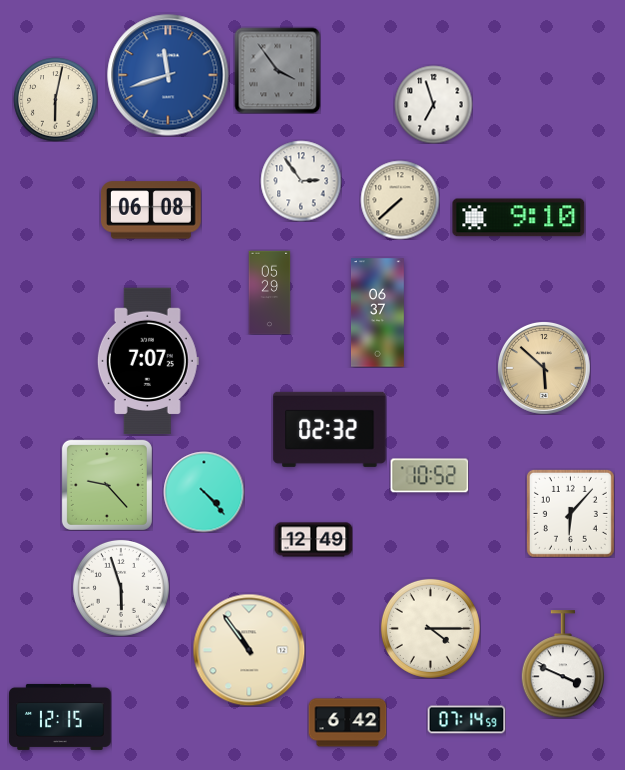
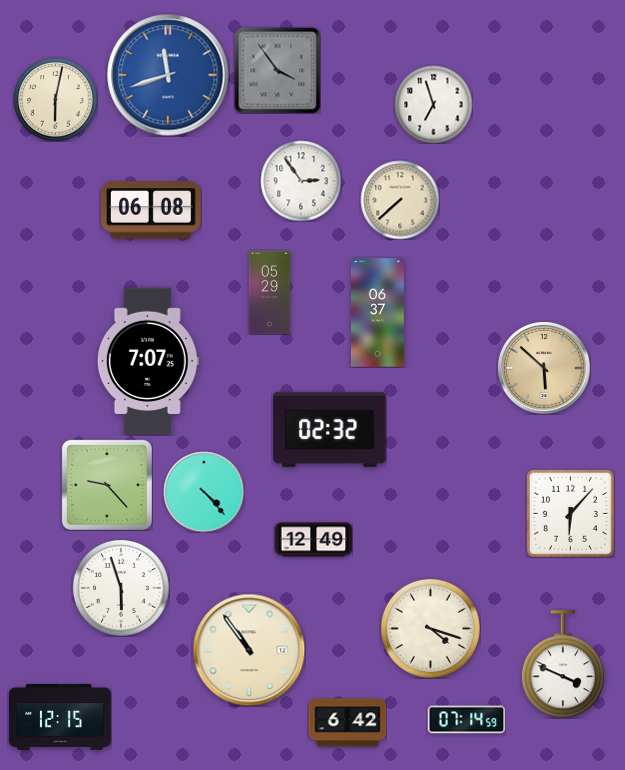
clock at (519, 218): 9:10 -> none
clock at (429, 476): 10:52 -> none
clock at (430, 628): 4:15 -> 4:18
